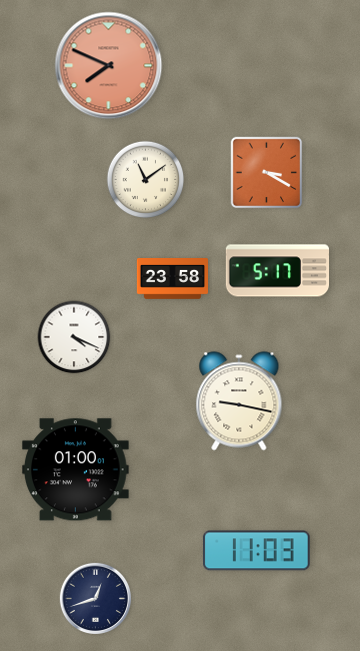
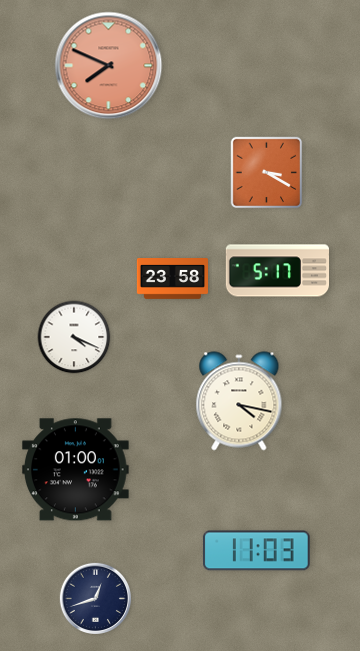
clock at (146, 180): 11:09 -> none
clock at (239, 401): 9:17 -> 4:17
